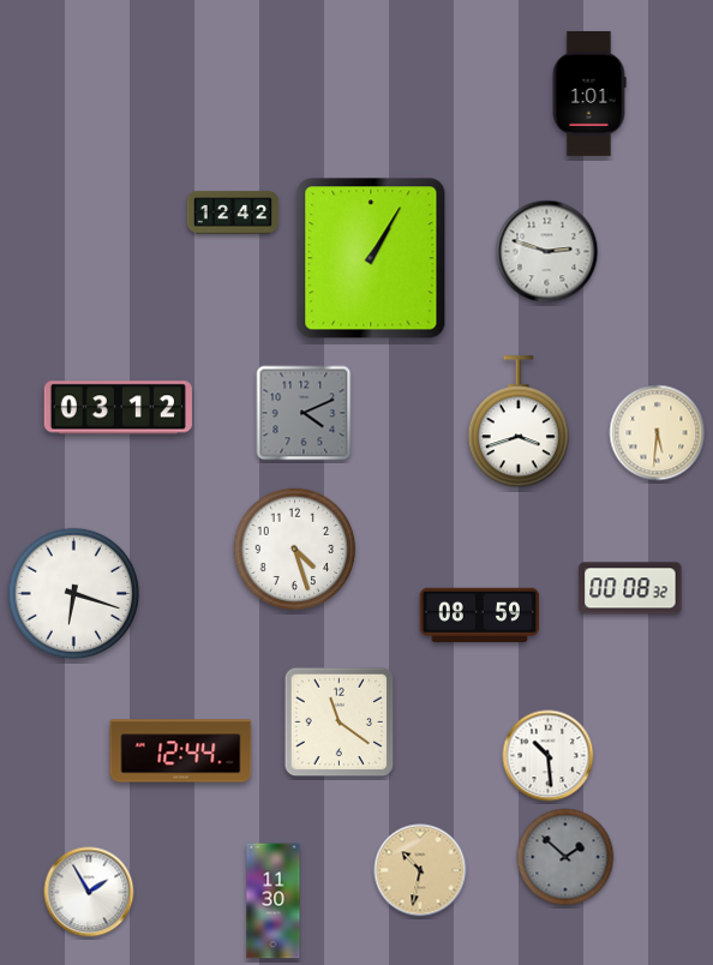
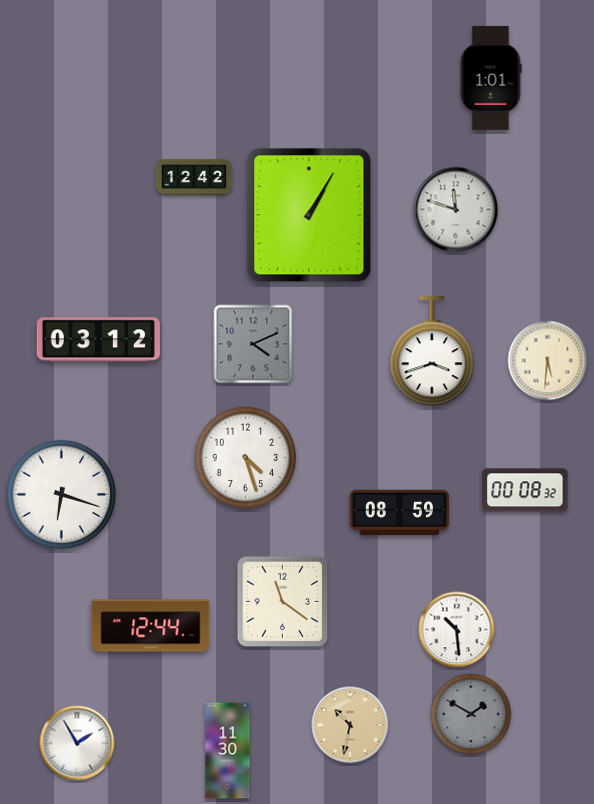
clock at (547, 252): 2:48 -> 11:48
clock at (565, 857): 1:52 -> 1:50
clock at (89, 892) position: (89, 892) -> (77, 743)
